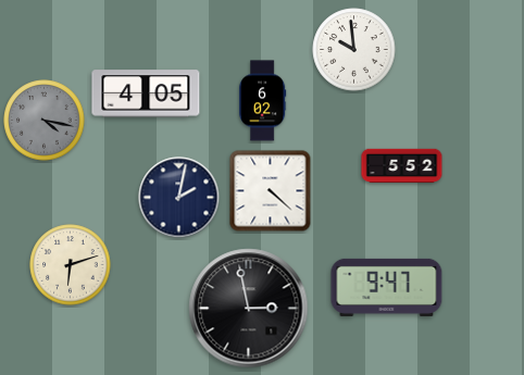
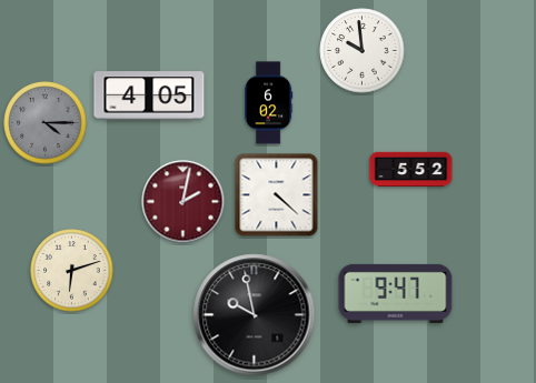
clock at (45, 121): 4:17 -> 4:15
clock at (179, 198) dial: navy -> burgundy
clock at (249, 309): 2:58 -> 9:58
